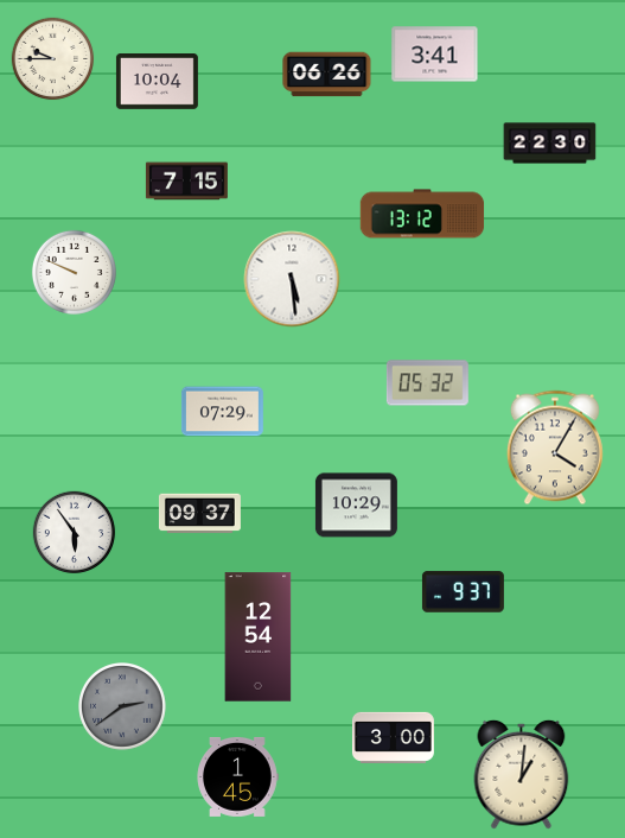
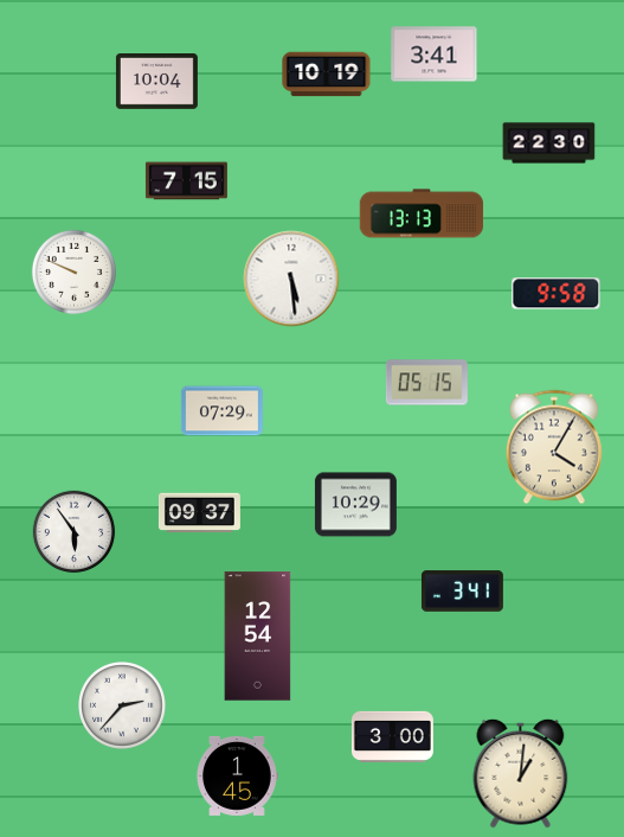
clock at (53, 59): 9:45 -> none
clock at (327, 75): 06:26 -> 10:19
clock at (422, 214): 13:12 -> 13:13
clock at (557, 294): none -> 9:58
clock at (427, 383): 05:32 -> 05:15
clock at (463, 592): 9:37 -> 3:41
clock at (122, 706): 2:39 -> 2:37
clock at (122, 706) dial: grey -> white
